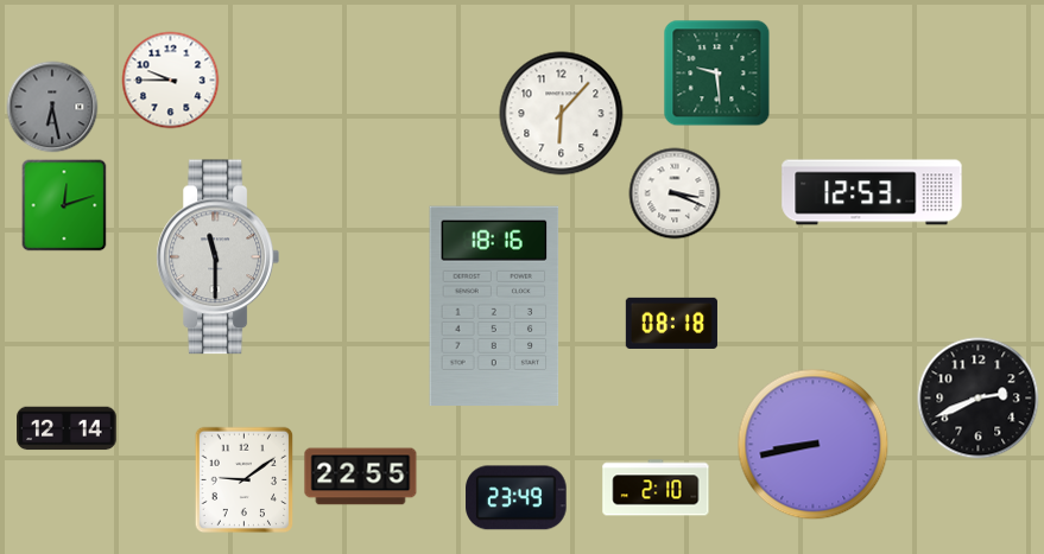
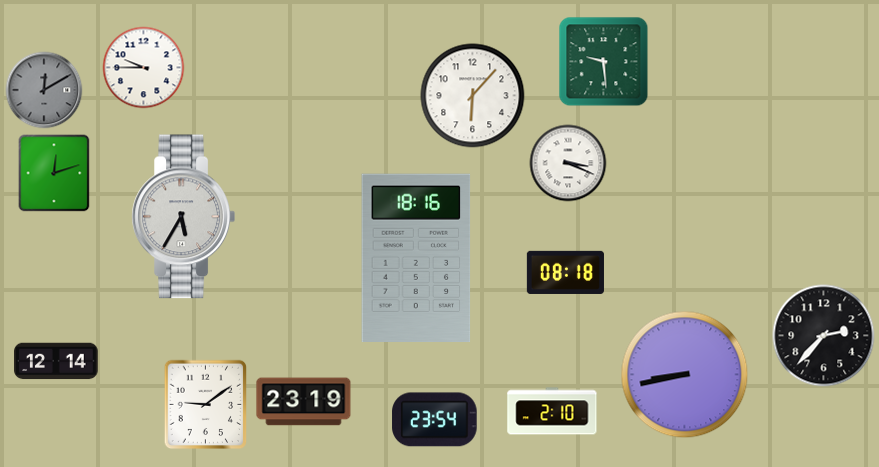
clock at (52, 107): 6:28 -> 12:10
clock at (872, 192): 12:53 -> none
clock at (217, 257): 11:30 -> 5:35
clock at (979, 399): 2:41 -> 2:37
clock at (361, 477): 22:55 -> 23:19
clock at (517, 498): 23:49 -> 23:54
